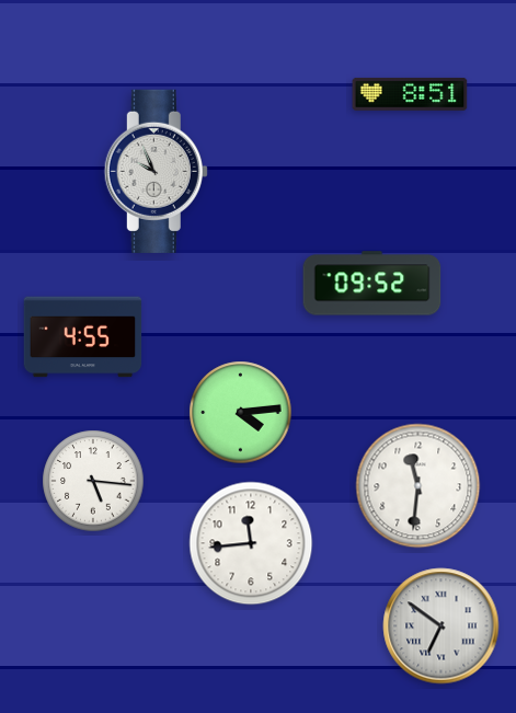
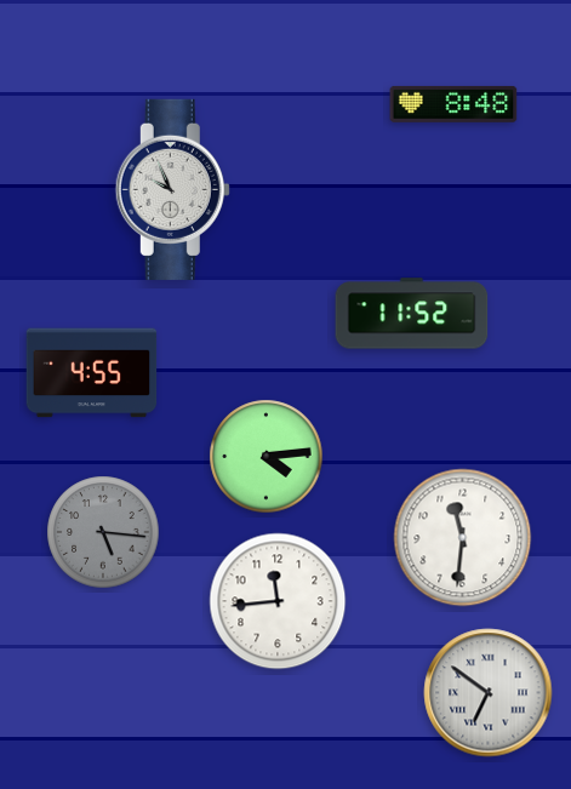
clock at (410, 94): 8:51 -> 8:48
clock at (372, 284): 09:52 -> 11:52
clock at (93, 481) dial: white -> grey
